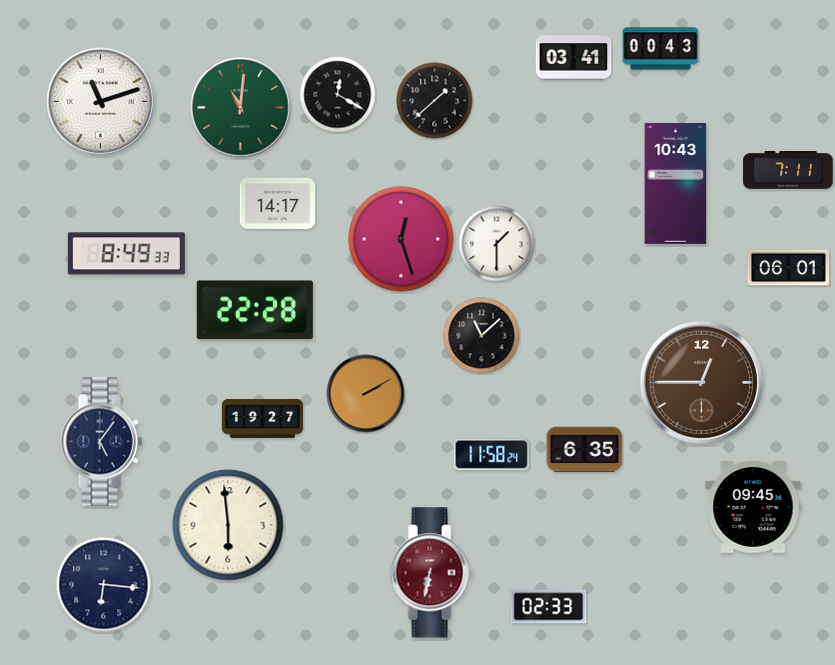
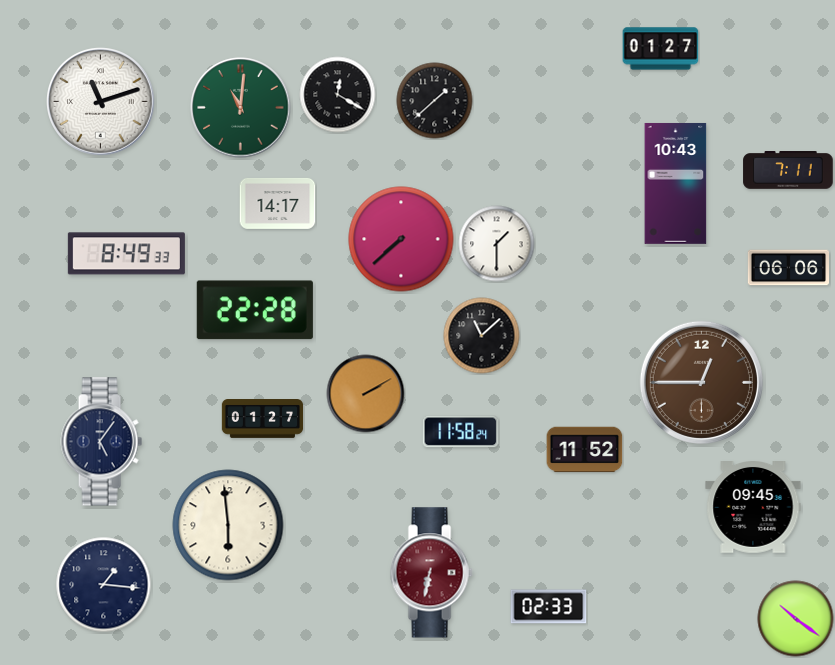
clock at (661, 49): 00:43 -> 01:27
clock at (574, 58): 03:41 -> none
clock at (401, 239): 12:27 -> 7:38
clock at (788, 268): 06:01 -> 06:06
clock at (263, 419): 19:27 -> 01:27
clock at (585, 450): 6:35 -> 11:52
clock at (492, 455) position: (492, 455) -> (461, 432)
clock at (104, 585): 6:16 -> 1:16
clock at (796, 619): none -> 10:21
